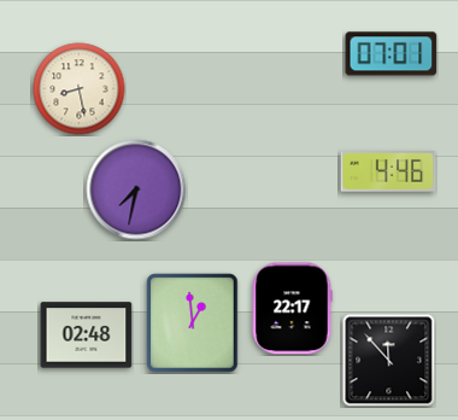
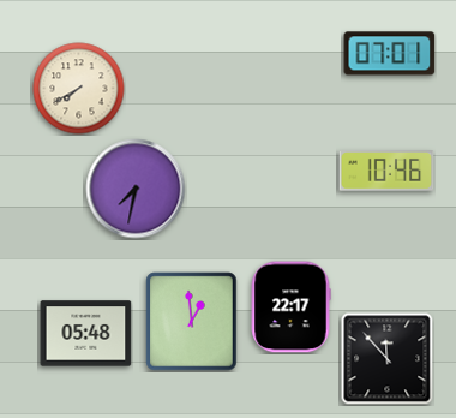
clock at (80, 89): 8:28 -> 7:40
clock at (388, 171): 4:46 -> 10:46
clock at (87, 336): 02:48 -> 05:48
